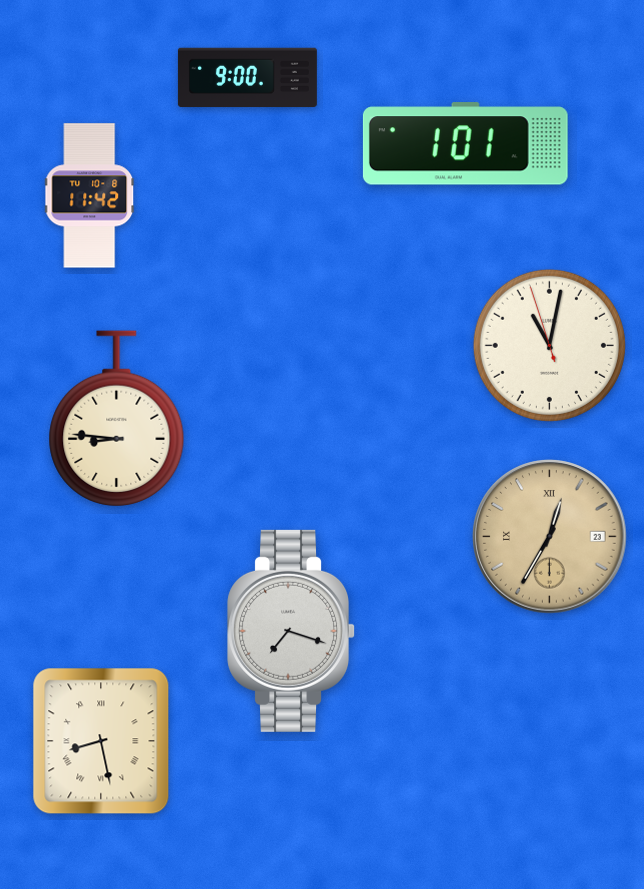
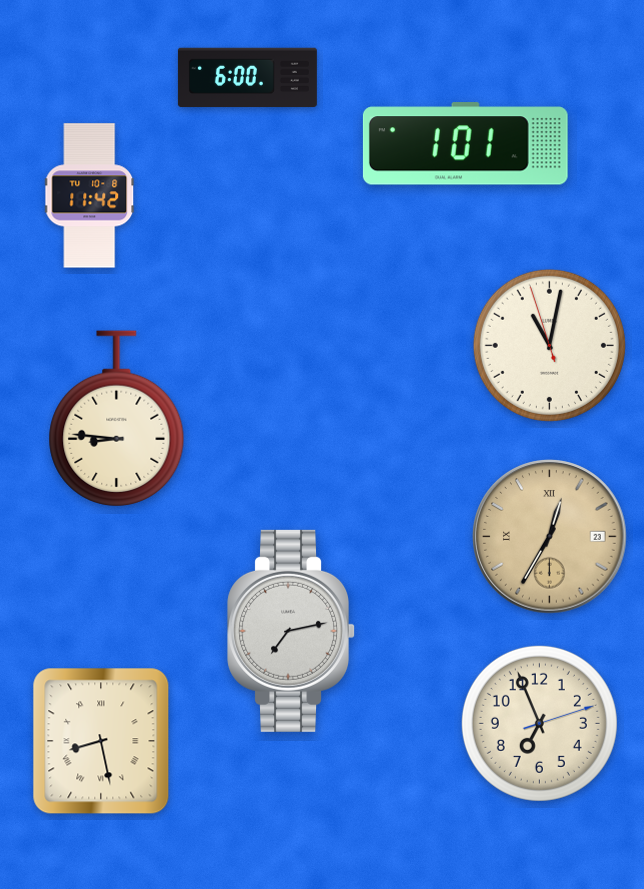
clock at (247, 78): 9:00 -> 6:00
clock at (292, 631): 7:18 -> 7:13
clock at (539, 723): none -> 6:56
